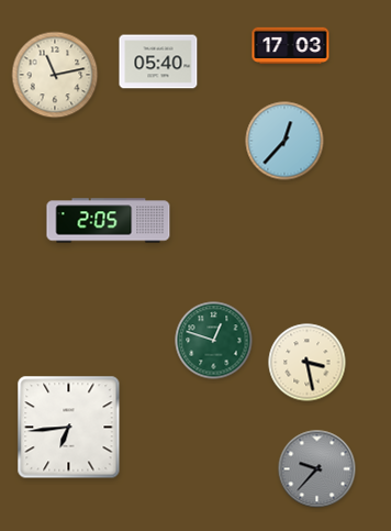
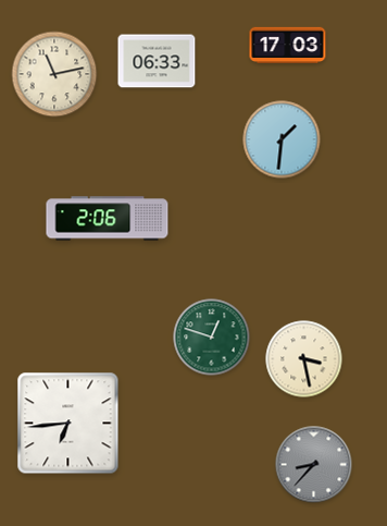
clock at (158, 62): 05:40 -> 06:33
clock at (284, 141): 12:37 -> 1:31
clock at (109, 221): 2:05 -> 2:06
clock at (317, 469): 9:37 -> 8:37
